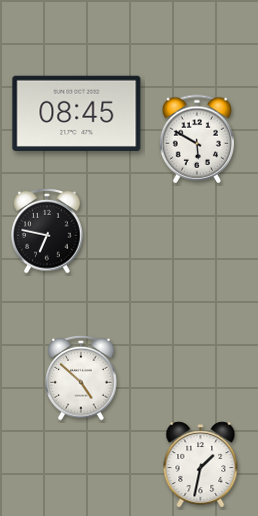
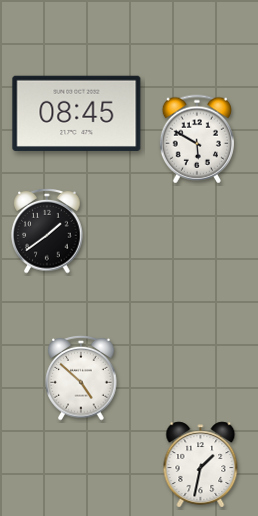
clock at (47, 231): 6:47 -> 1:39
